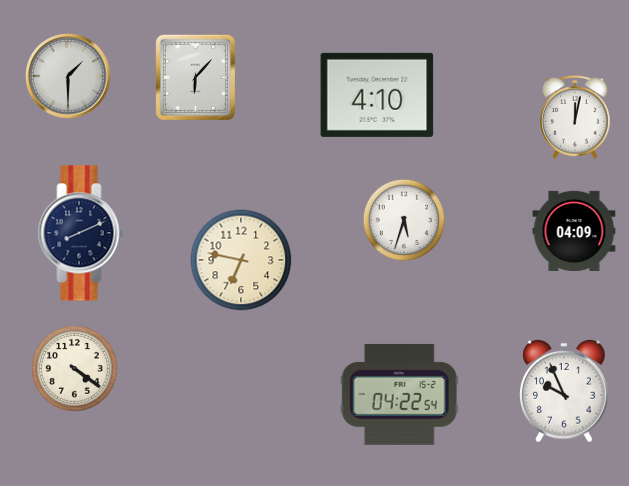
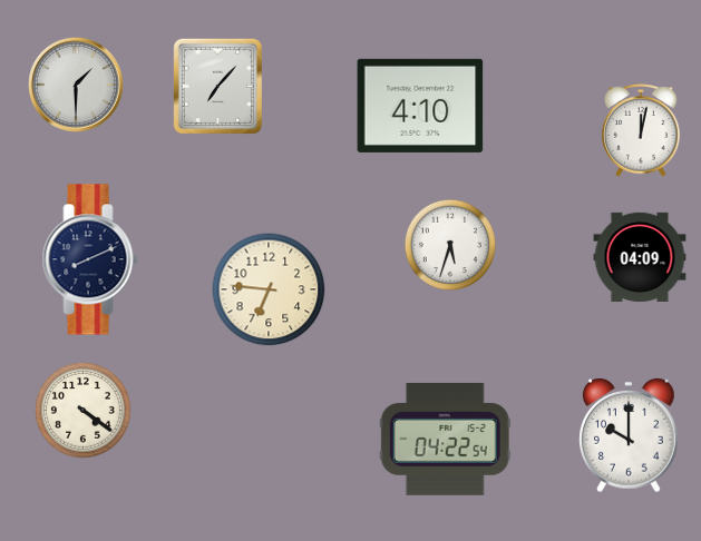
clock at (195, 77): 6:07 -> 7:07
clock at (241, 260): 6:47 -> 6:46
clock at (565, 391): 9:56 -> 10:00
